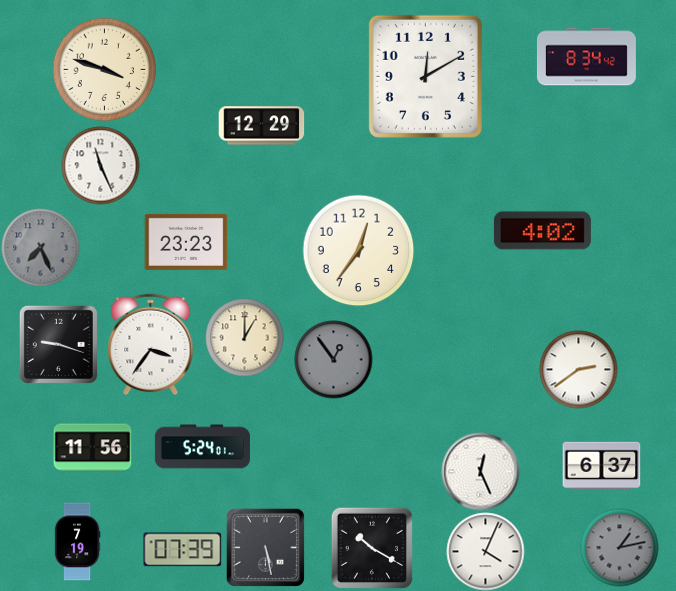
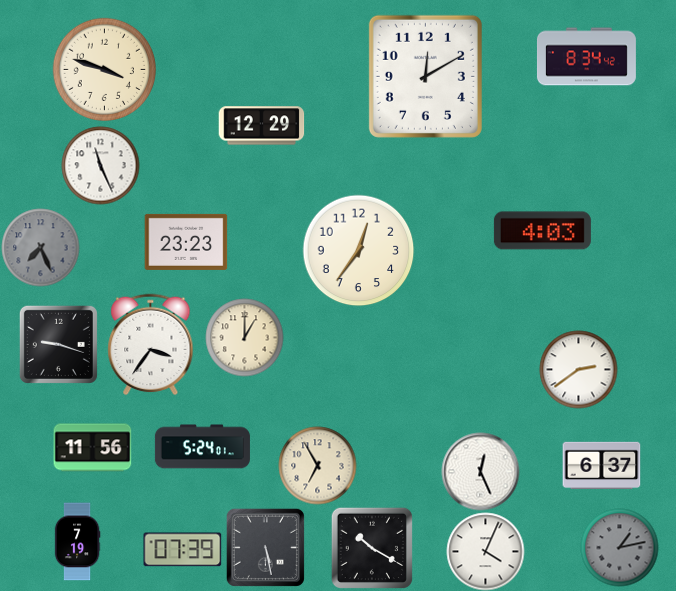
clock at (542, 231): 4:02 -> 4:03
clock at (333, 359): 12:54 -> none
clock at (317, 465): none -> 6:55
